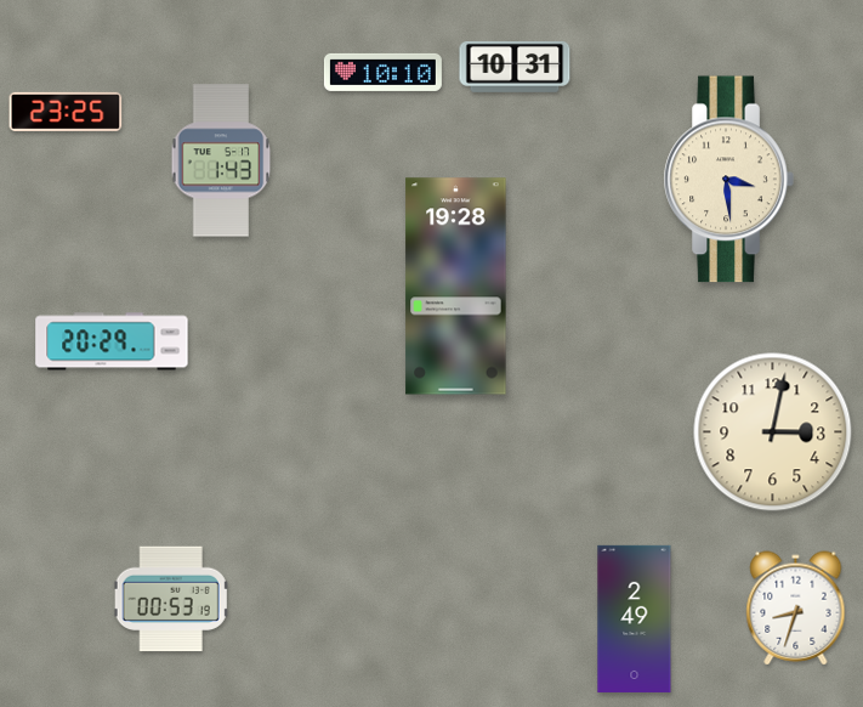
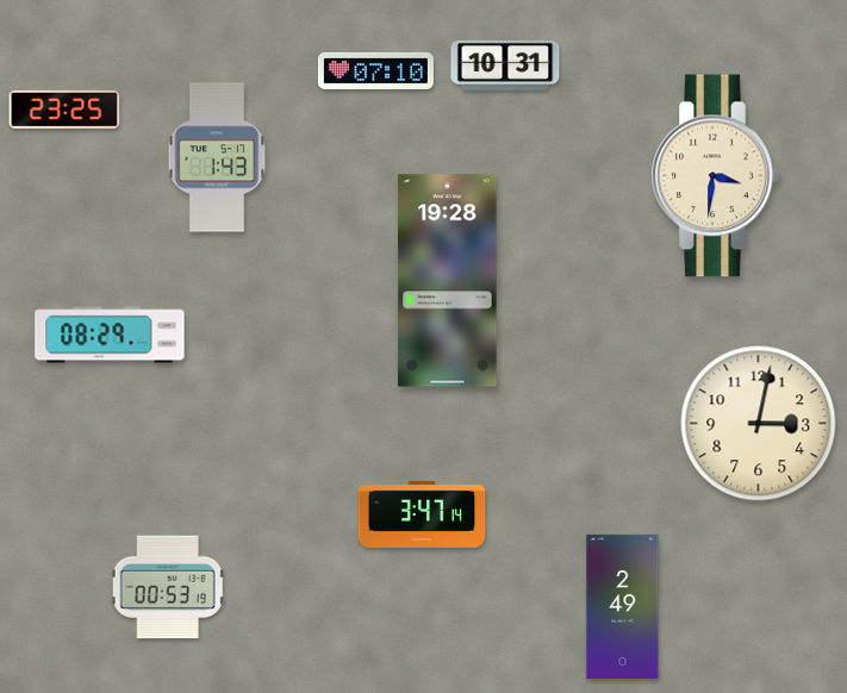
clock at (382, 72): 10:10 -> 07:10
clock at (728, 180): 3:29 -> 3:31
clock at (112, 341): 20:29 -> 08:29
clock at (422, 514): none -> 3:47
clock at (796, 609): 8:33 -> none
